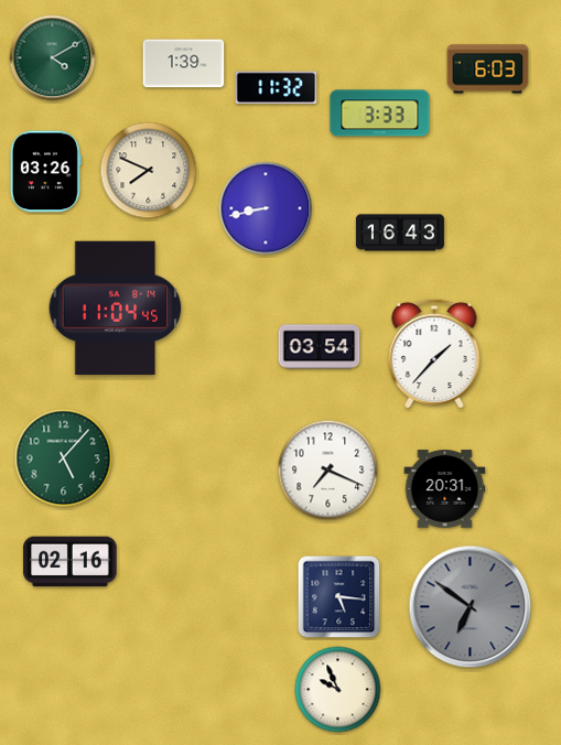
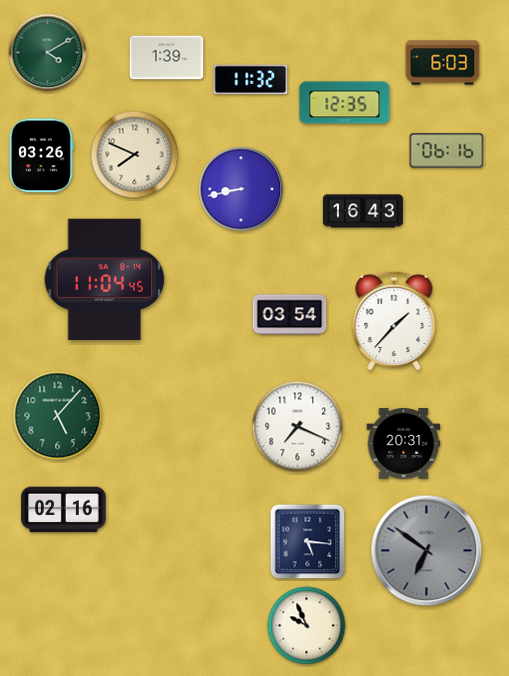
clock at (380, 114): 3:33 -> 12:35
clock at (447, 151): none -> 06:16
